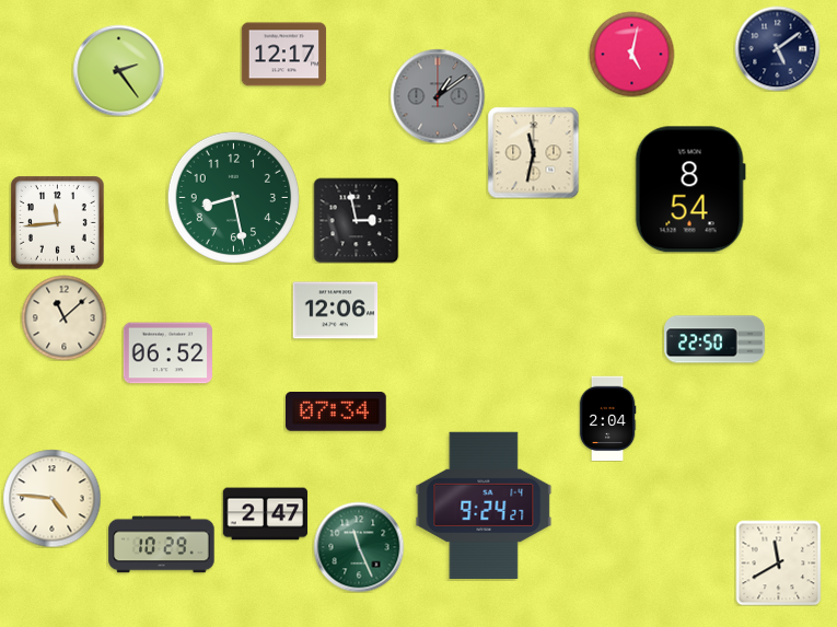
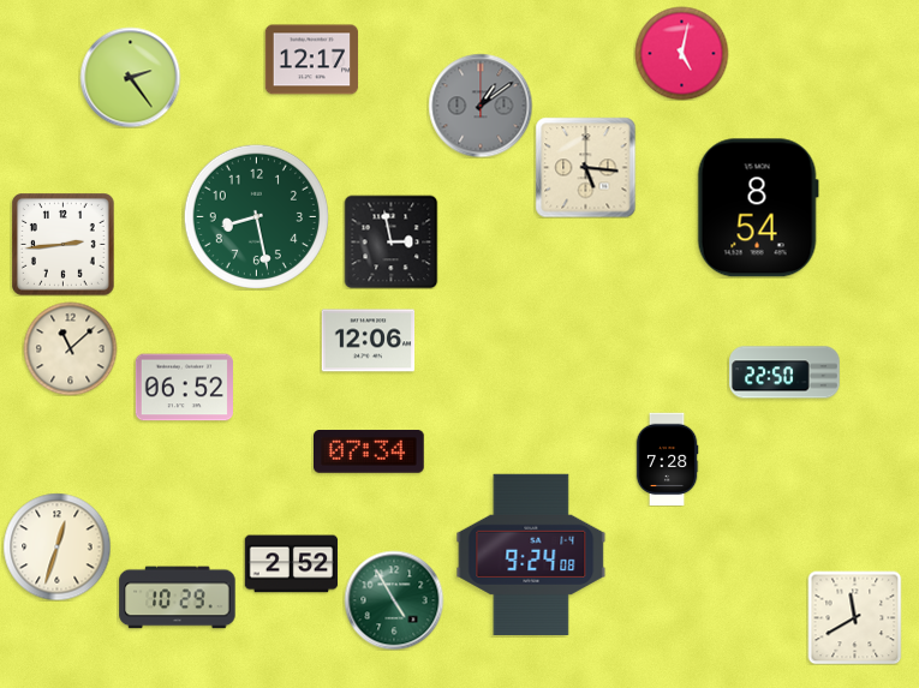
clock at (777, 48): 5:09 -> none
clock at (631, 54) position: (631, 54) -> (681, 53)
clock at (533, 152): 11:32 -> 5:16
clock at (58, 223): 11:44 -> 2:44
clock at (607, 418): 2:04 -> 7:28
clock at (51, 498): 4:46 -> 12:33
clock at (484, 506): 9:24:27 -> 9:24:08
clock at (265, 514): 2:47 -> 2:52
clock at (359, 547): 11:26 -> 4:55
